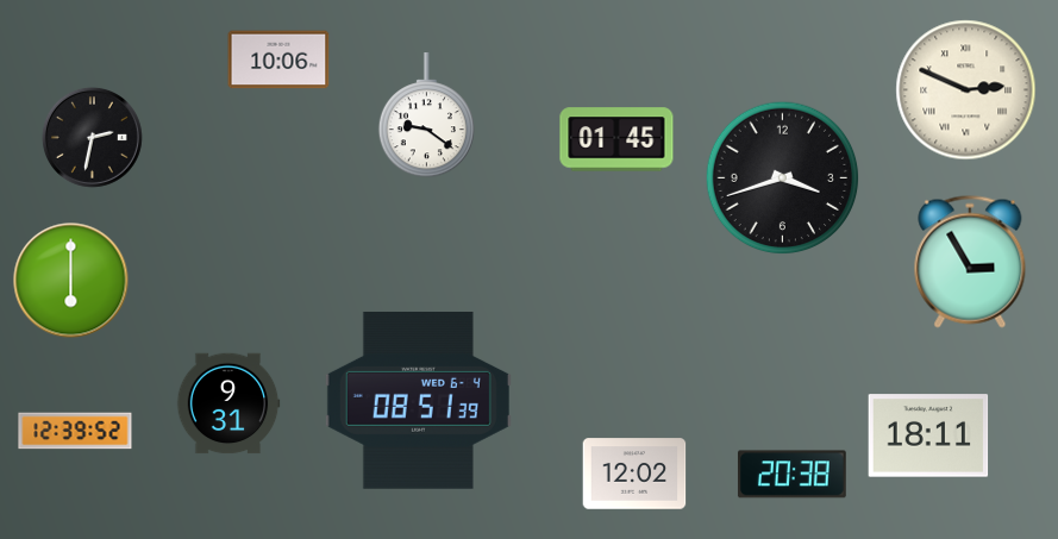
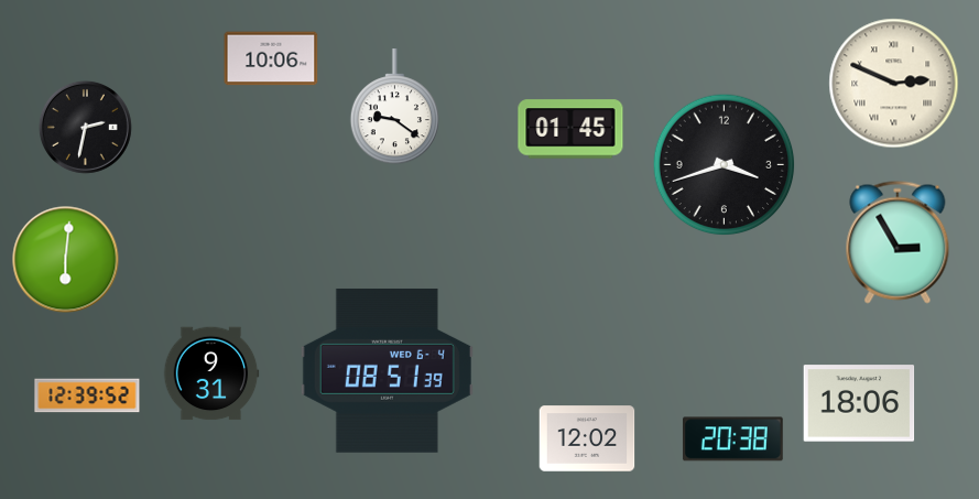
clock at (278, 59) position: (278, 59) -> (271, 58)
clock at (71, 281): 6:00 -> 6:01
clock at (75, 431) position: (75, 431) -> (87, 395)
clock at (928, 435): 18:11 -> 18:06
